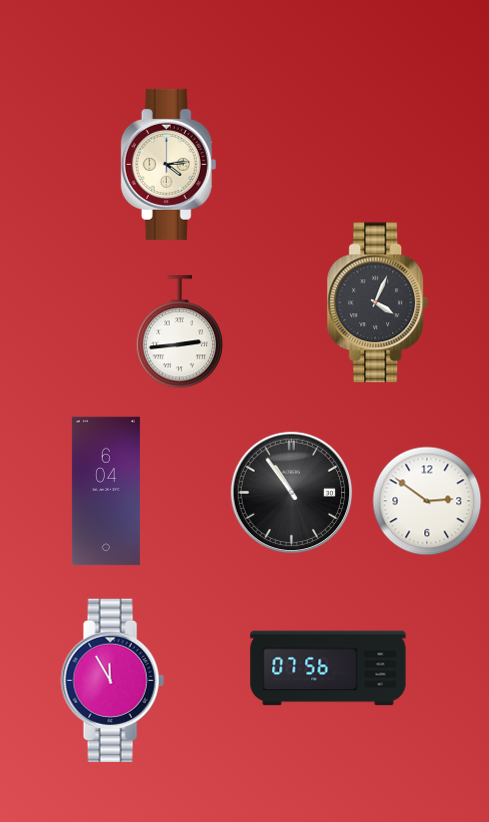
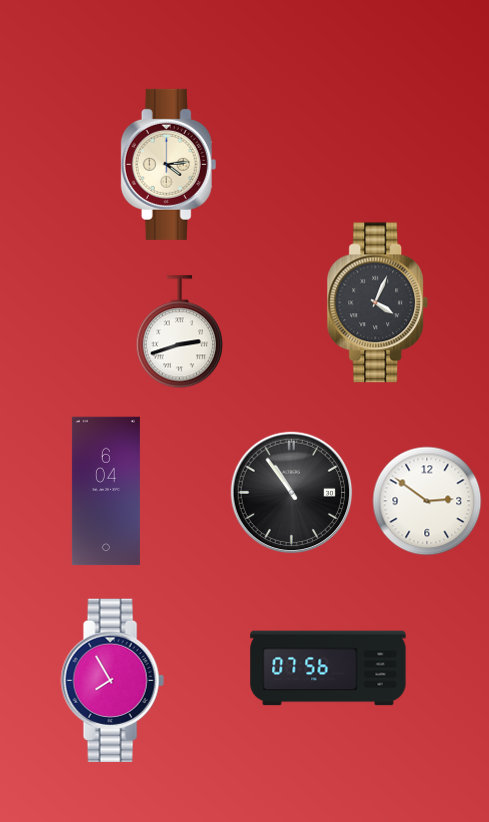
clock at (180, 332): 2:44 -> 2:42
clock at (112, 680): 11:55 -> 7:55
